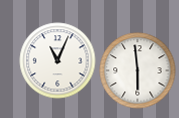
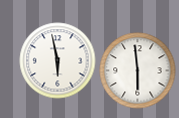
clock at (58, 61): 11:04 -> 5:58
